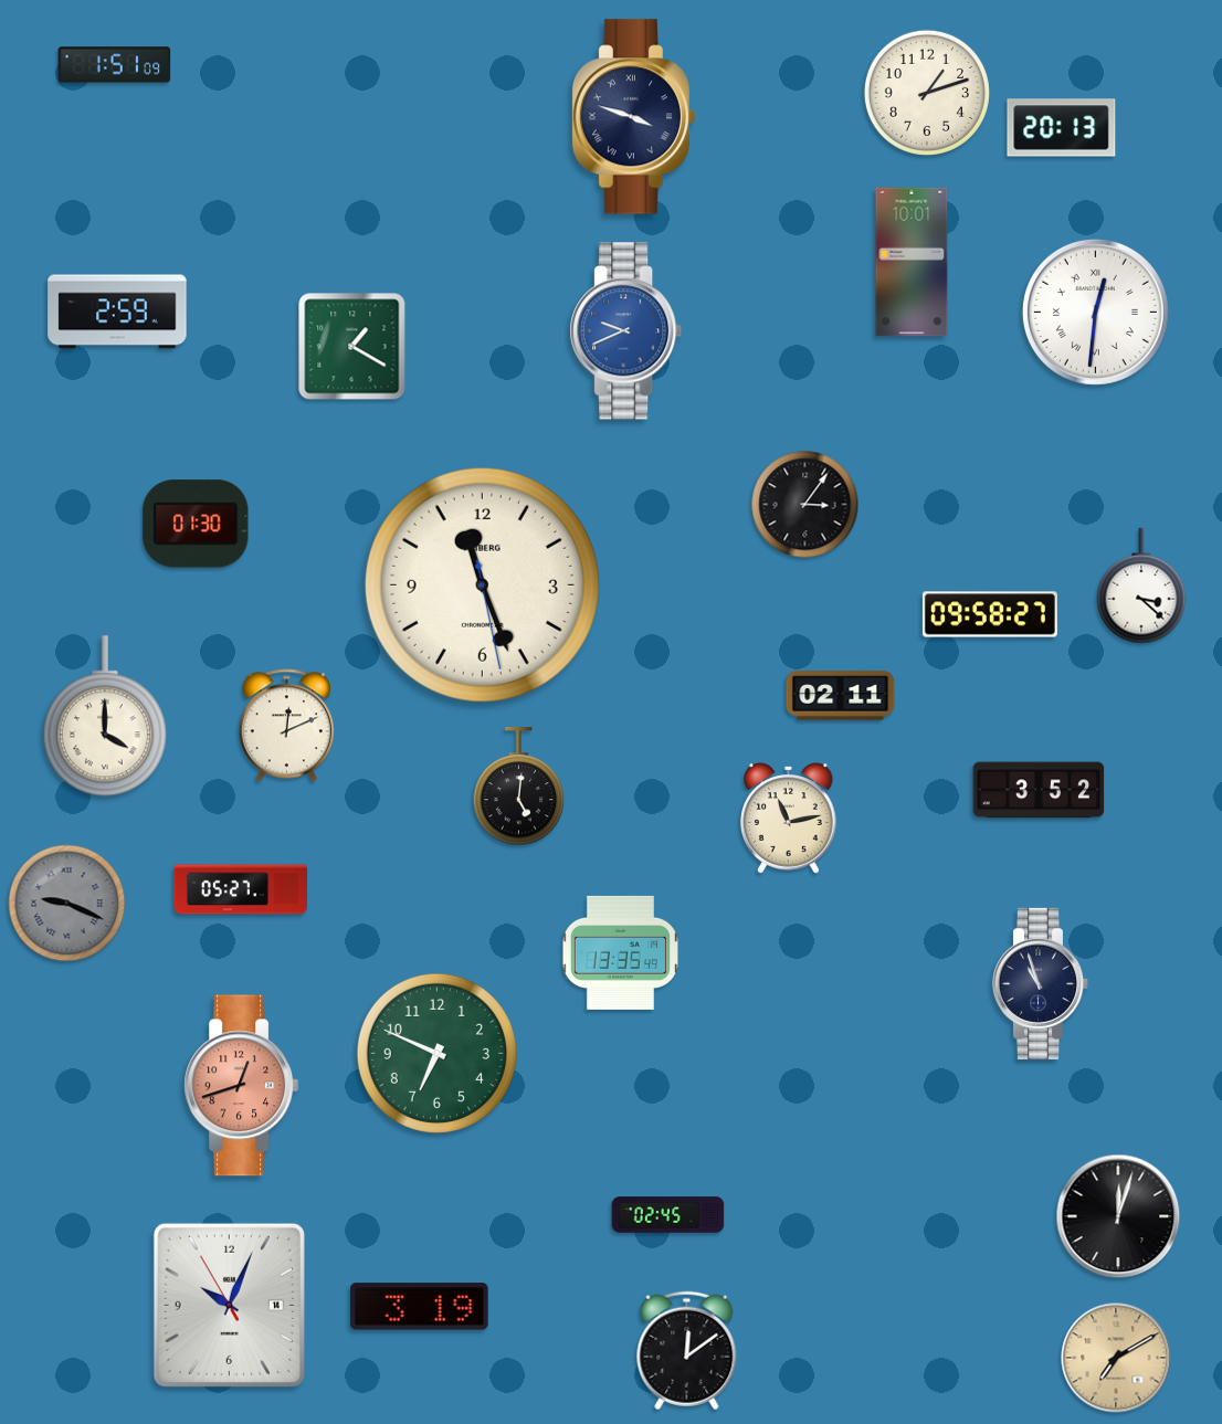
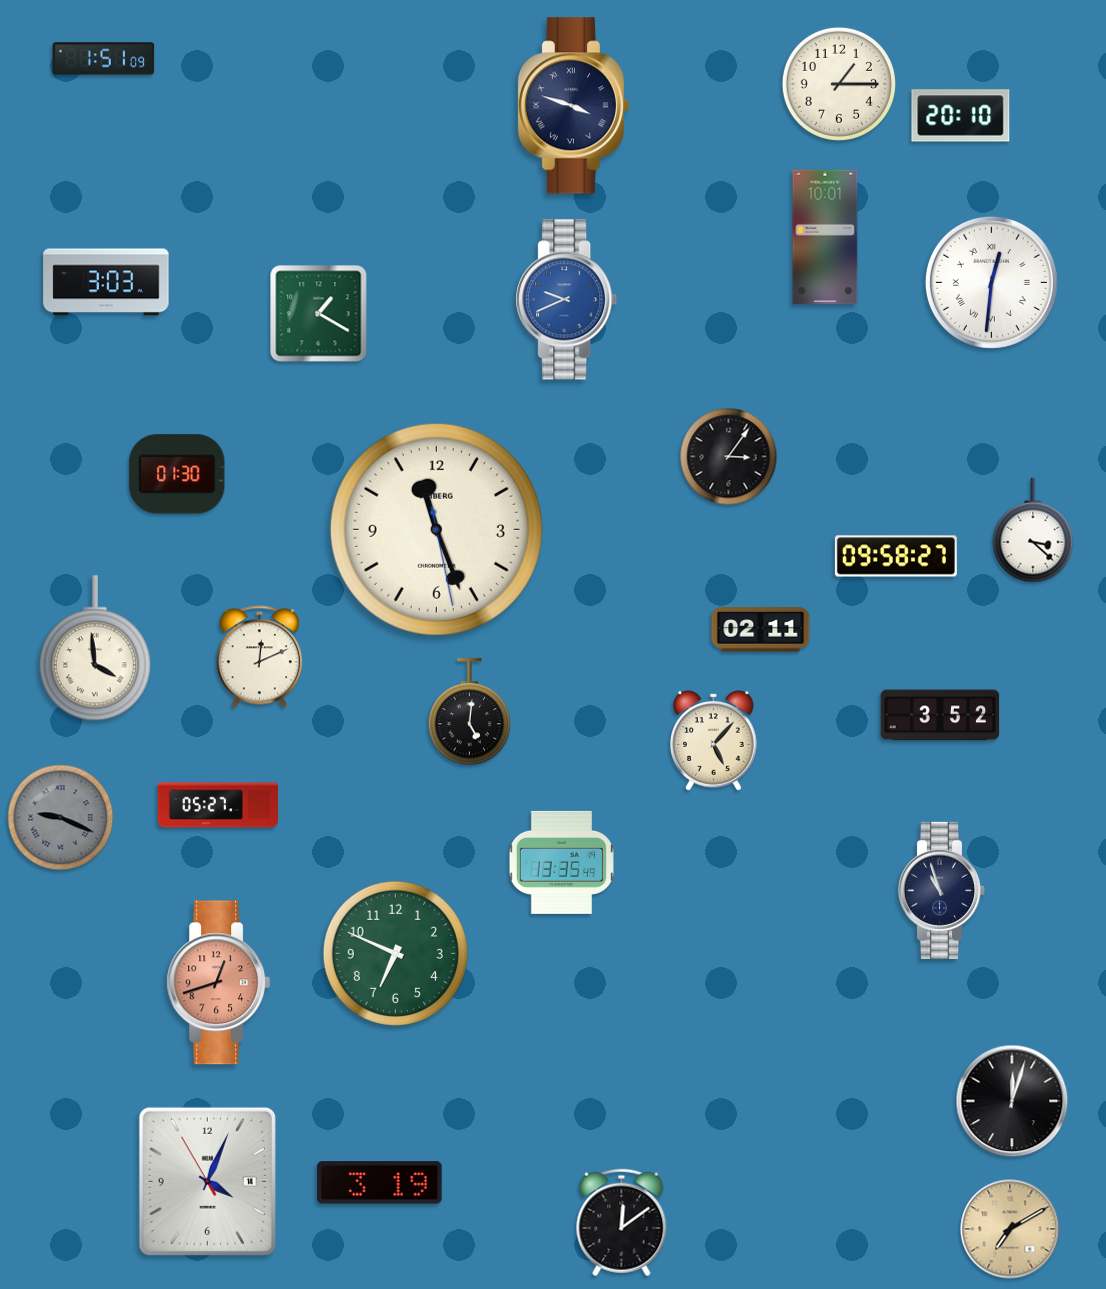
clock at (927, 93): 1:12 -> 1:15
clock at (1062, 128): 20:13 -> 20:10
clock at (117, 312): 2:59 -> 3:03
clock at (105, 716): 4:00 -> 3:59
clock at (789, 819): 11:13 -> 5:07
clock at (668, 1215): 02:45 -> none
clock at (229, 1305): 10:03 -> 4:03
